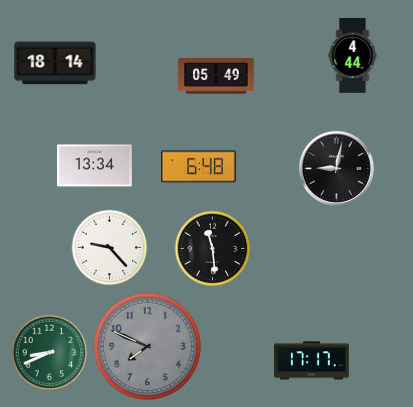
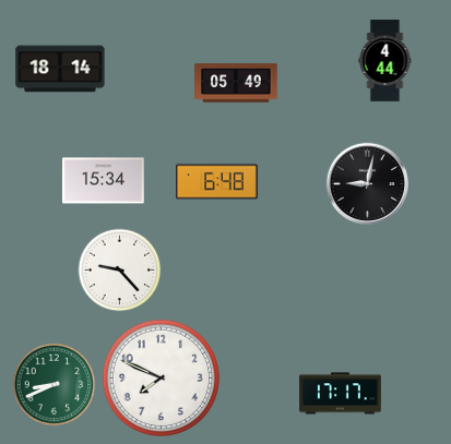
clock at (95, 166): 13:34 -> 15:34
clock at (213, 249): 11:29 -> none
clock at (147, 346) dial: grey -> white
